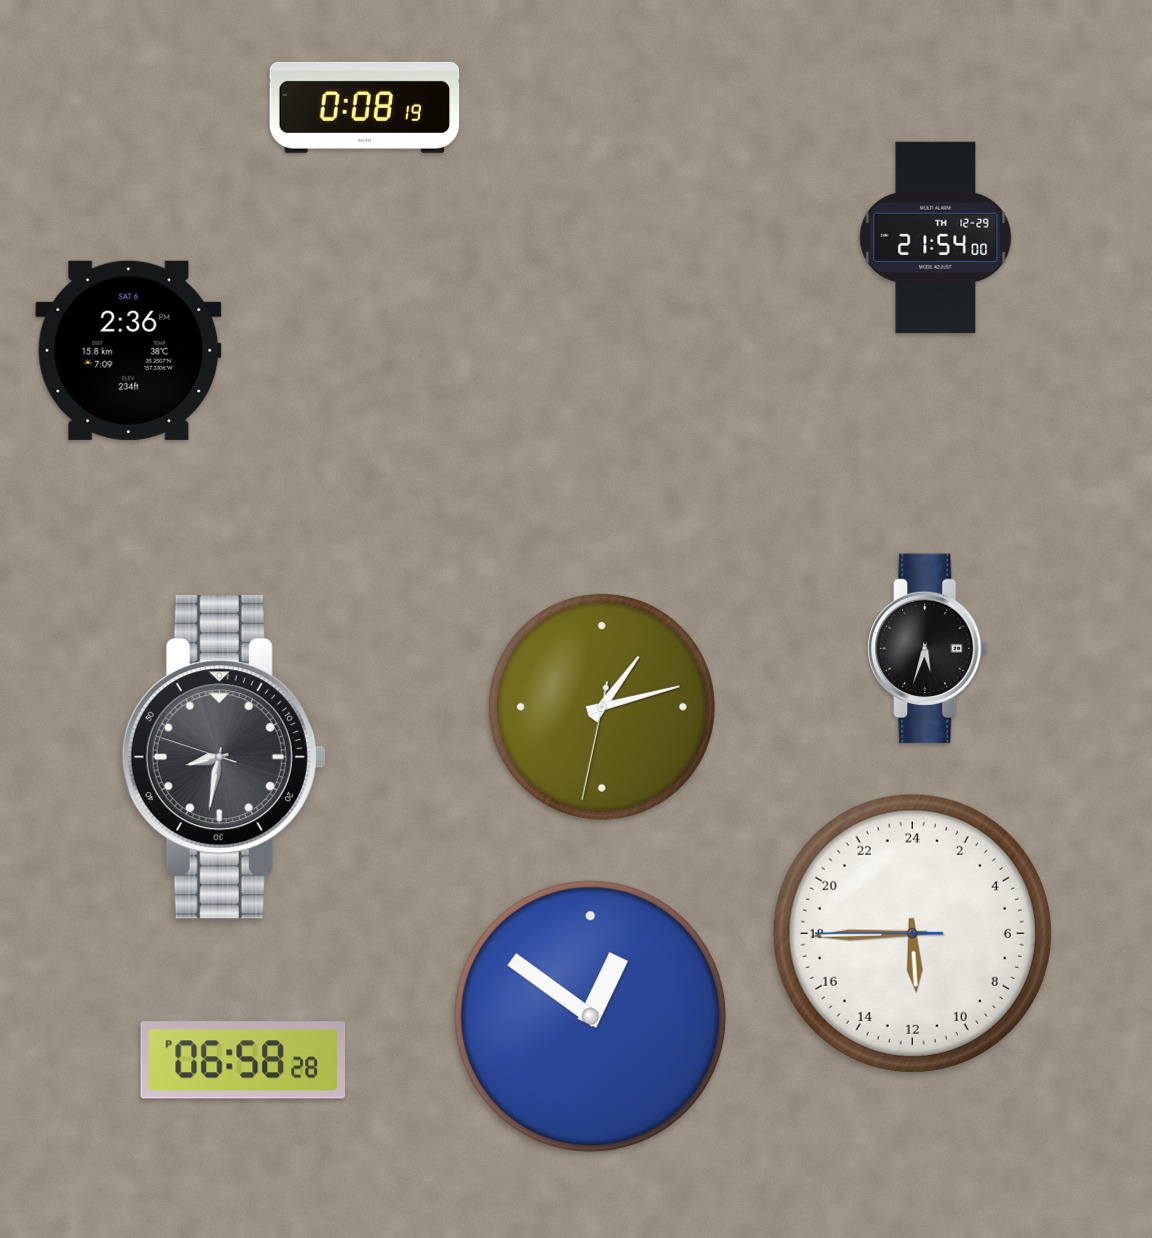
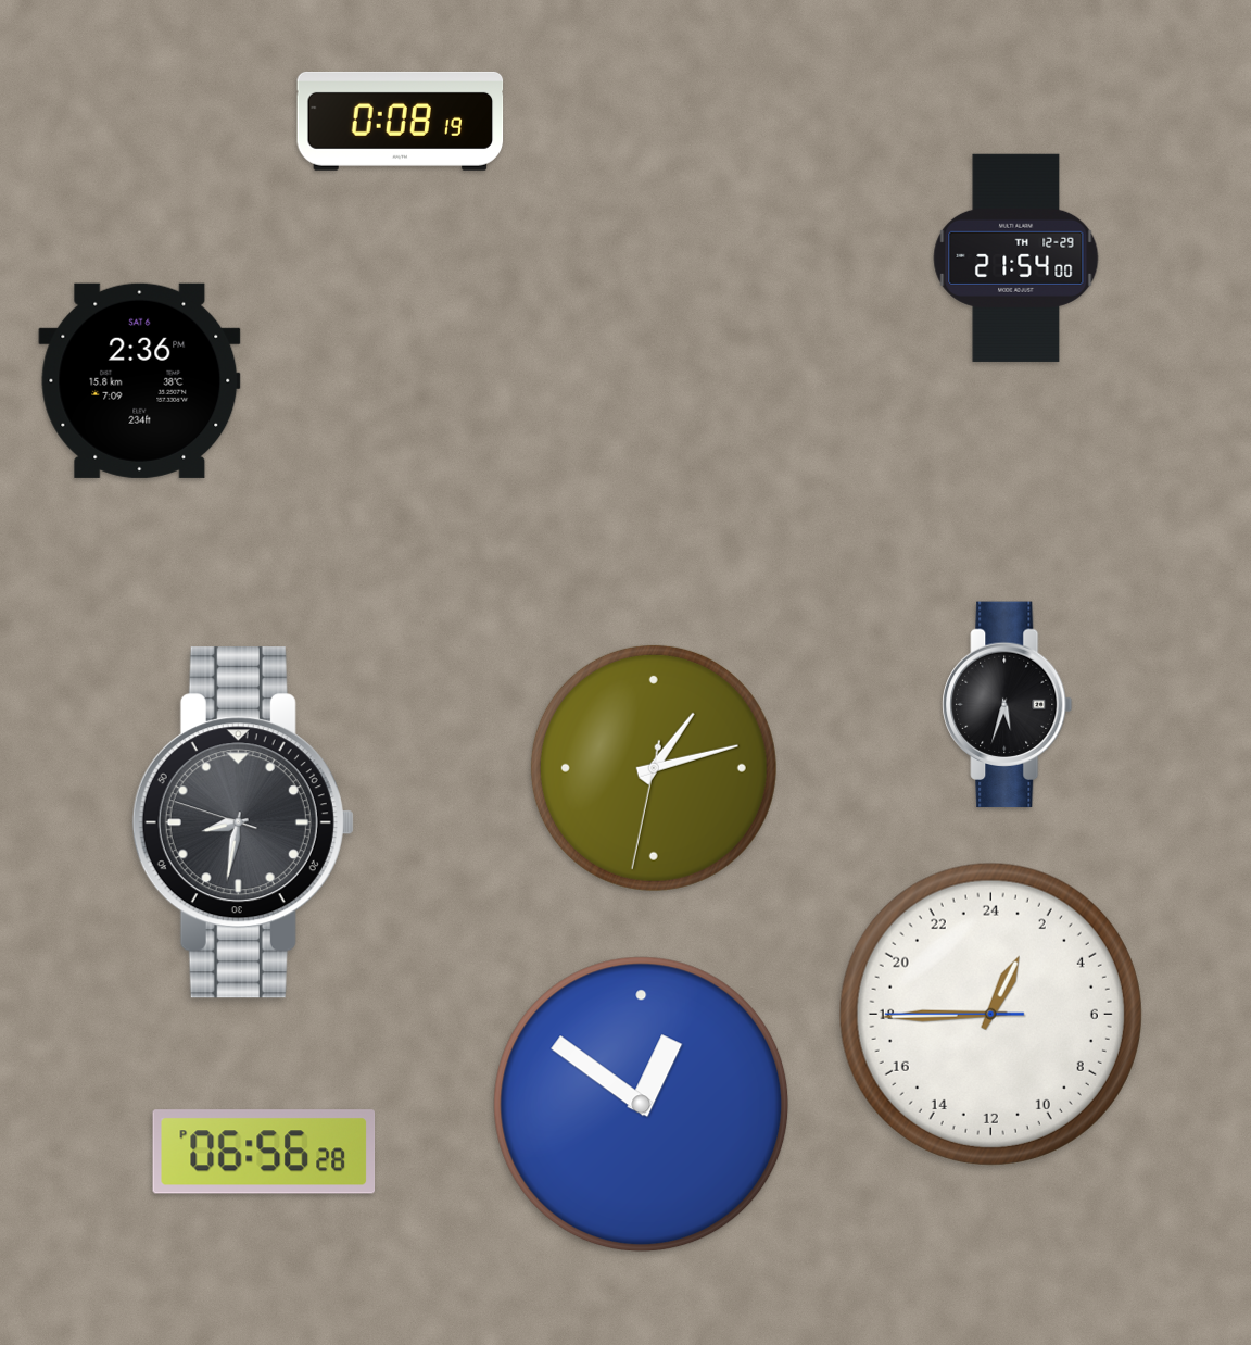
clock at (365, 107) position: (365, 107) -> (401, 121)
clock at (912, 933): 11:44 -> 1:44
clock at (243, 1060): 06:58 -> 06:56
